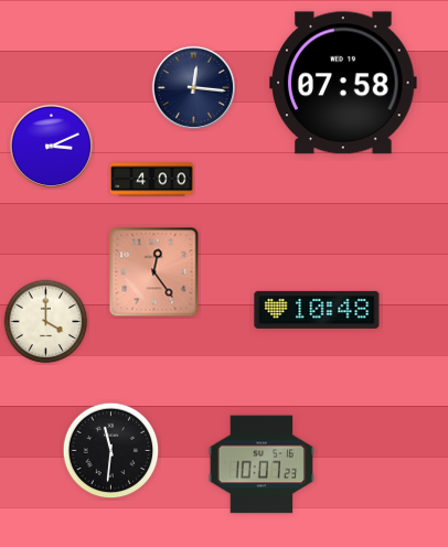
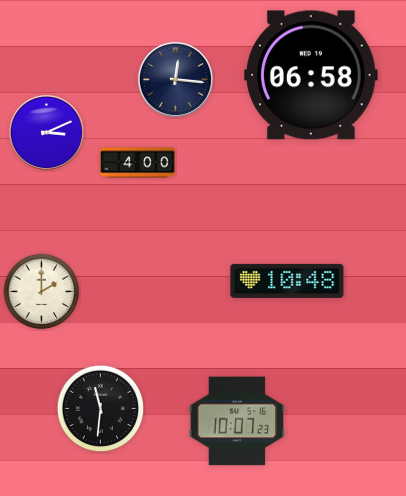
clock at (343, 83): 07:58 -> 06:58
clock at (154, 272): 12:24 -> none
clock at (46, 322): 4:00 -> 2:00
